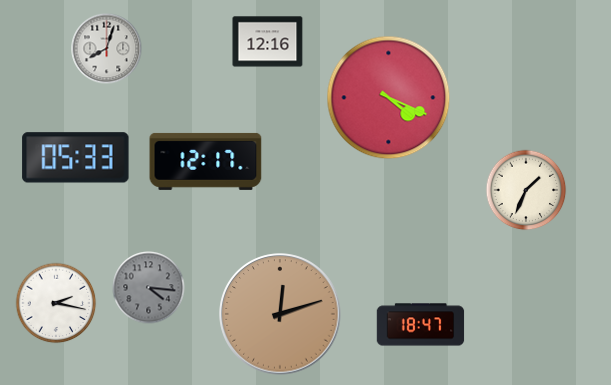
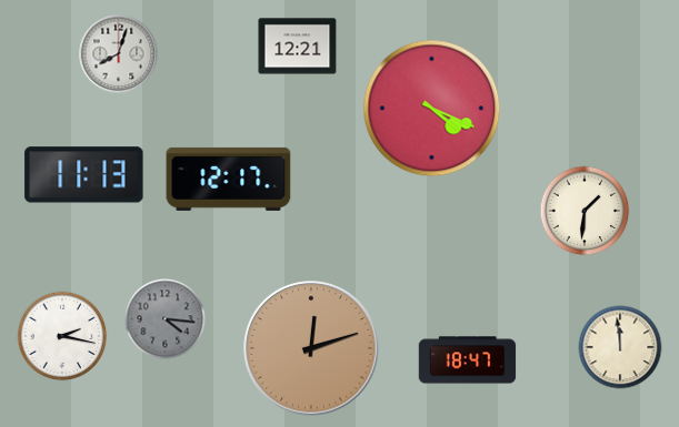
clock at (268, 42): 12:16 -> 12:21
clock at (76, 158): 05:33 -> 11:13
clock at (526, 190): 1:34 -> 1:31
clock at (620, 347): none -> 11:59
